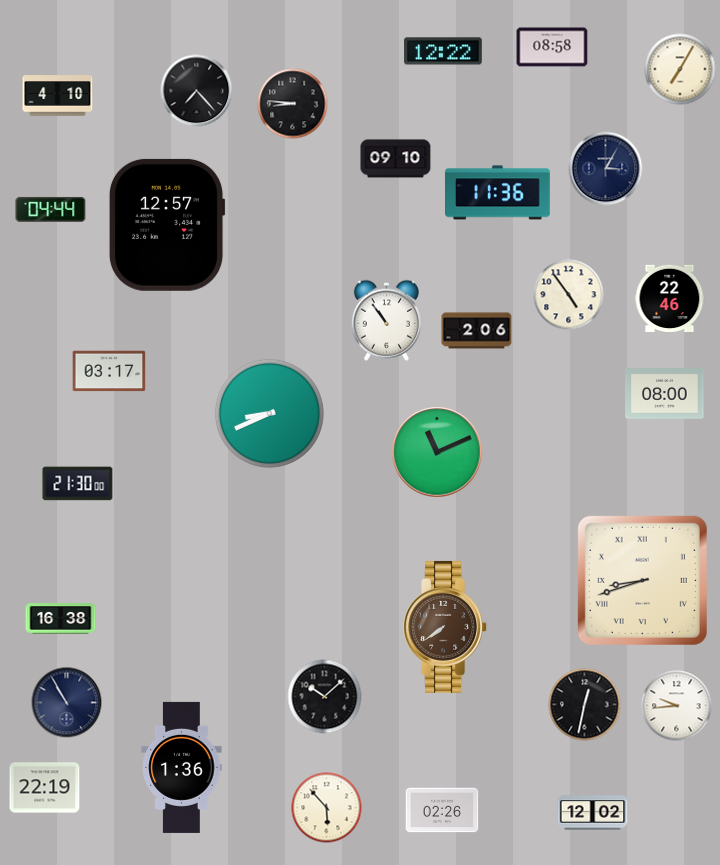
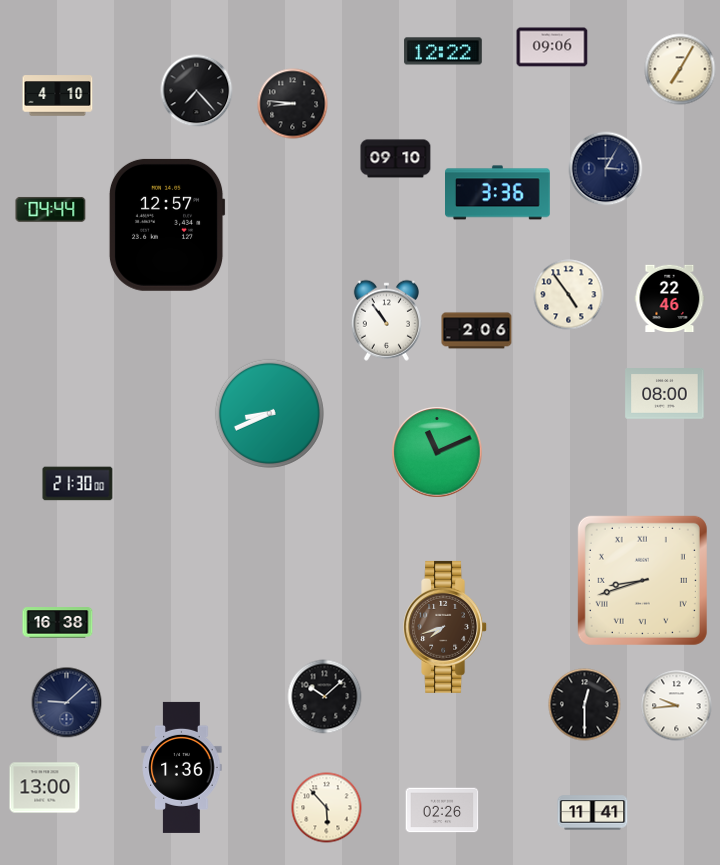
clock at (552, 47): 08:58 -> 09:06
clock at (498, 193): 11:36 -> 3:36
clock at (109, 371): 03:17 -> none
clock at (61, 619) position: (61, 619) -> (58, 623)
clock at (446, 627): 7:39 -> 7:42
clock at (67, 703): 10:55 -> 9:08
clock at (585, 705): 12:32 -> 12:30
clock at (45, 788): 22:19 -> 13:00
clock at (593, 813): 12:02 -> 11:41
